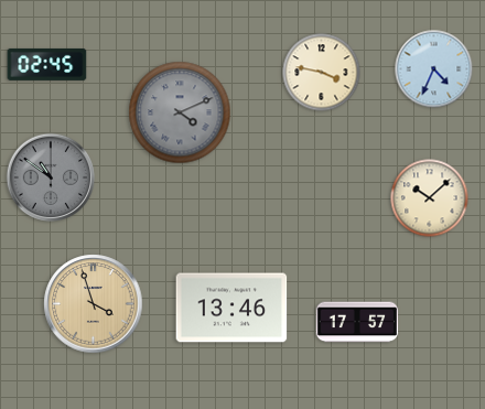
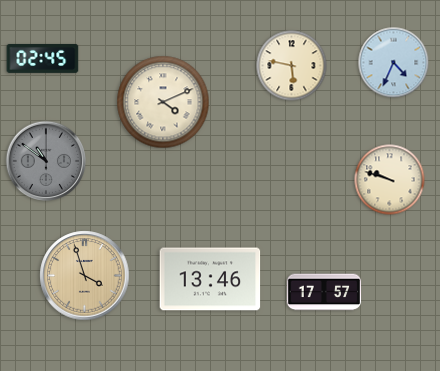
clock at (322, 73): 3:47 -> 5:47
clock at (180, 112) dial: grey -> cream
clock at (430, 198): 10:08 -> 9:48
